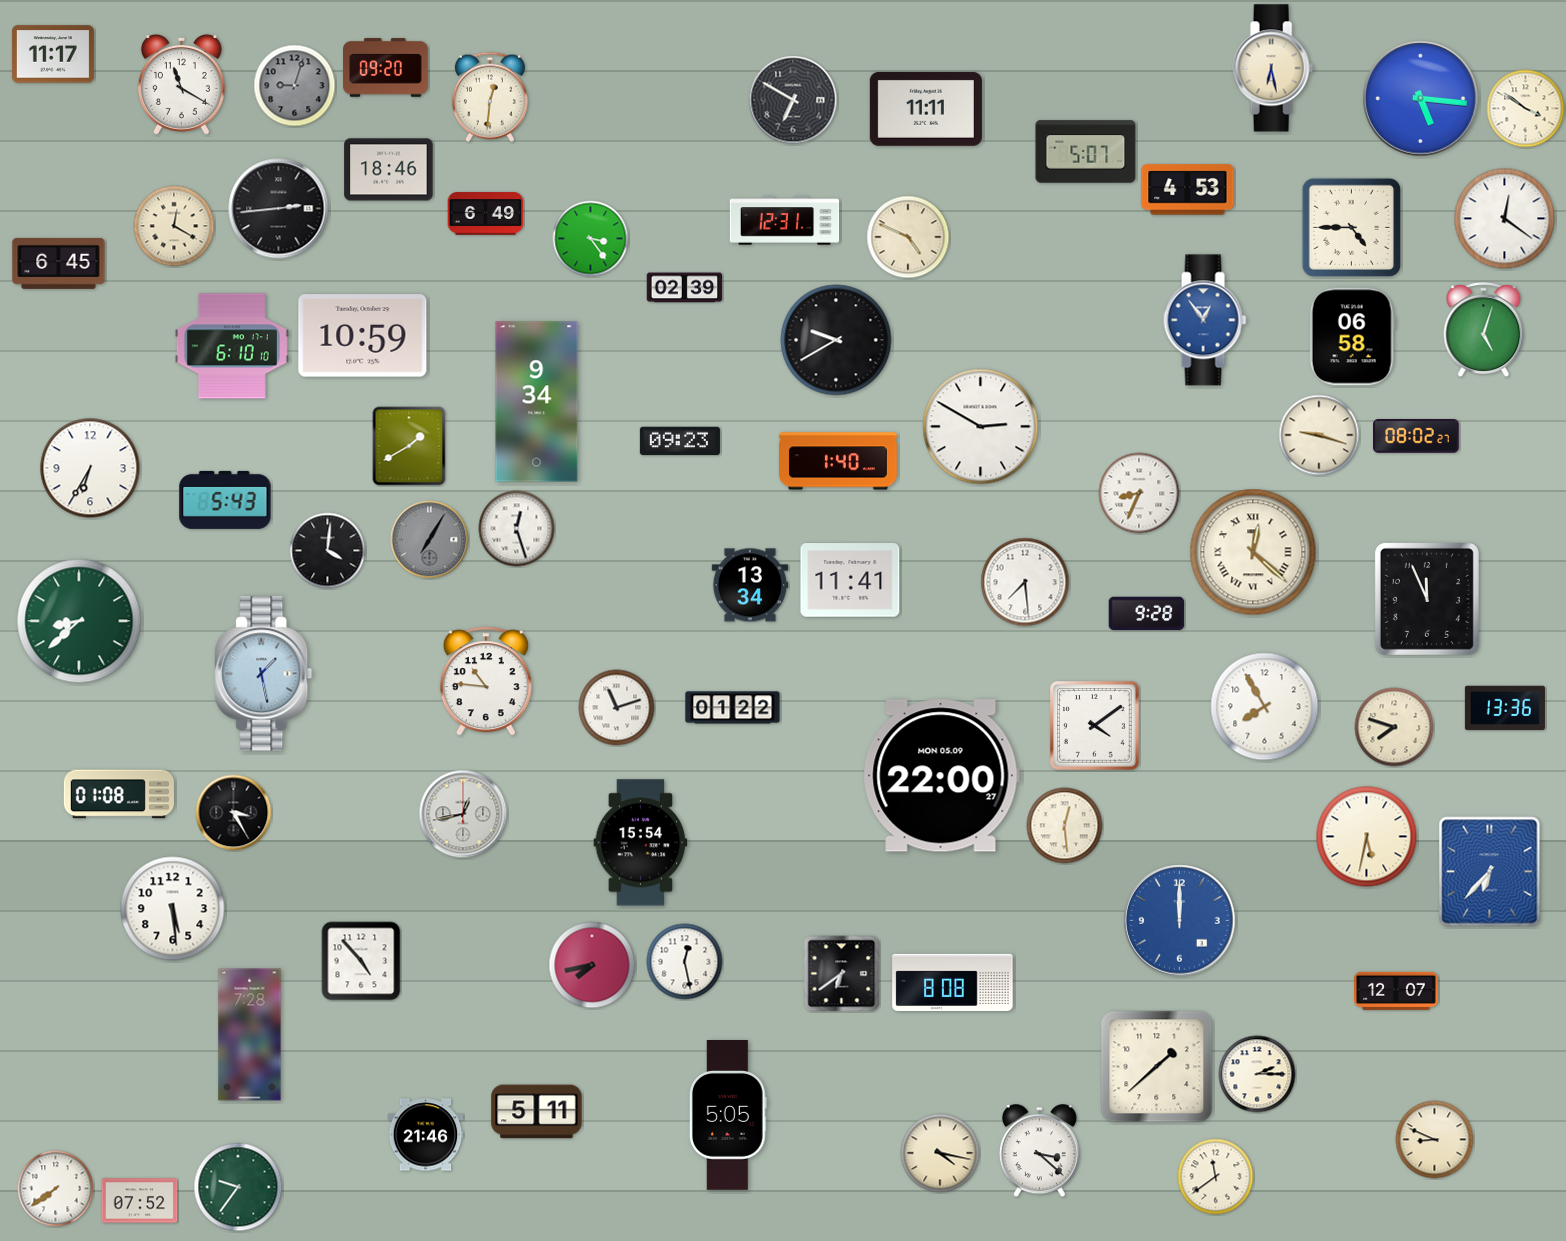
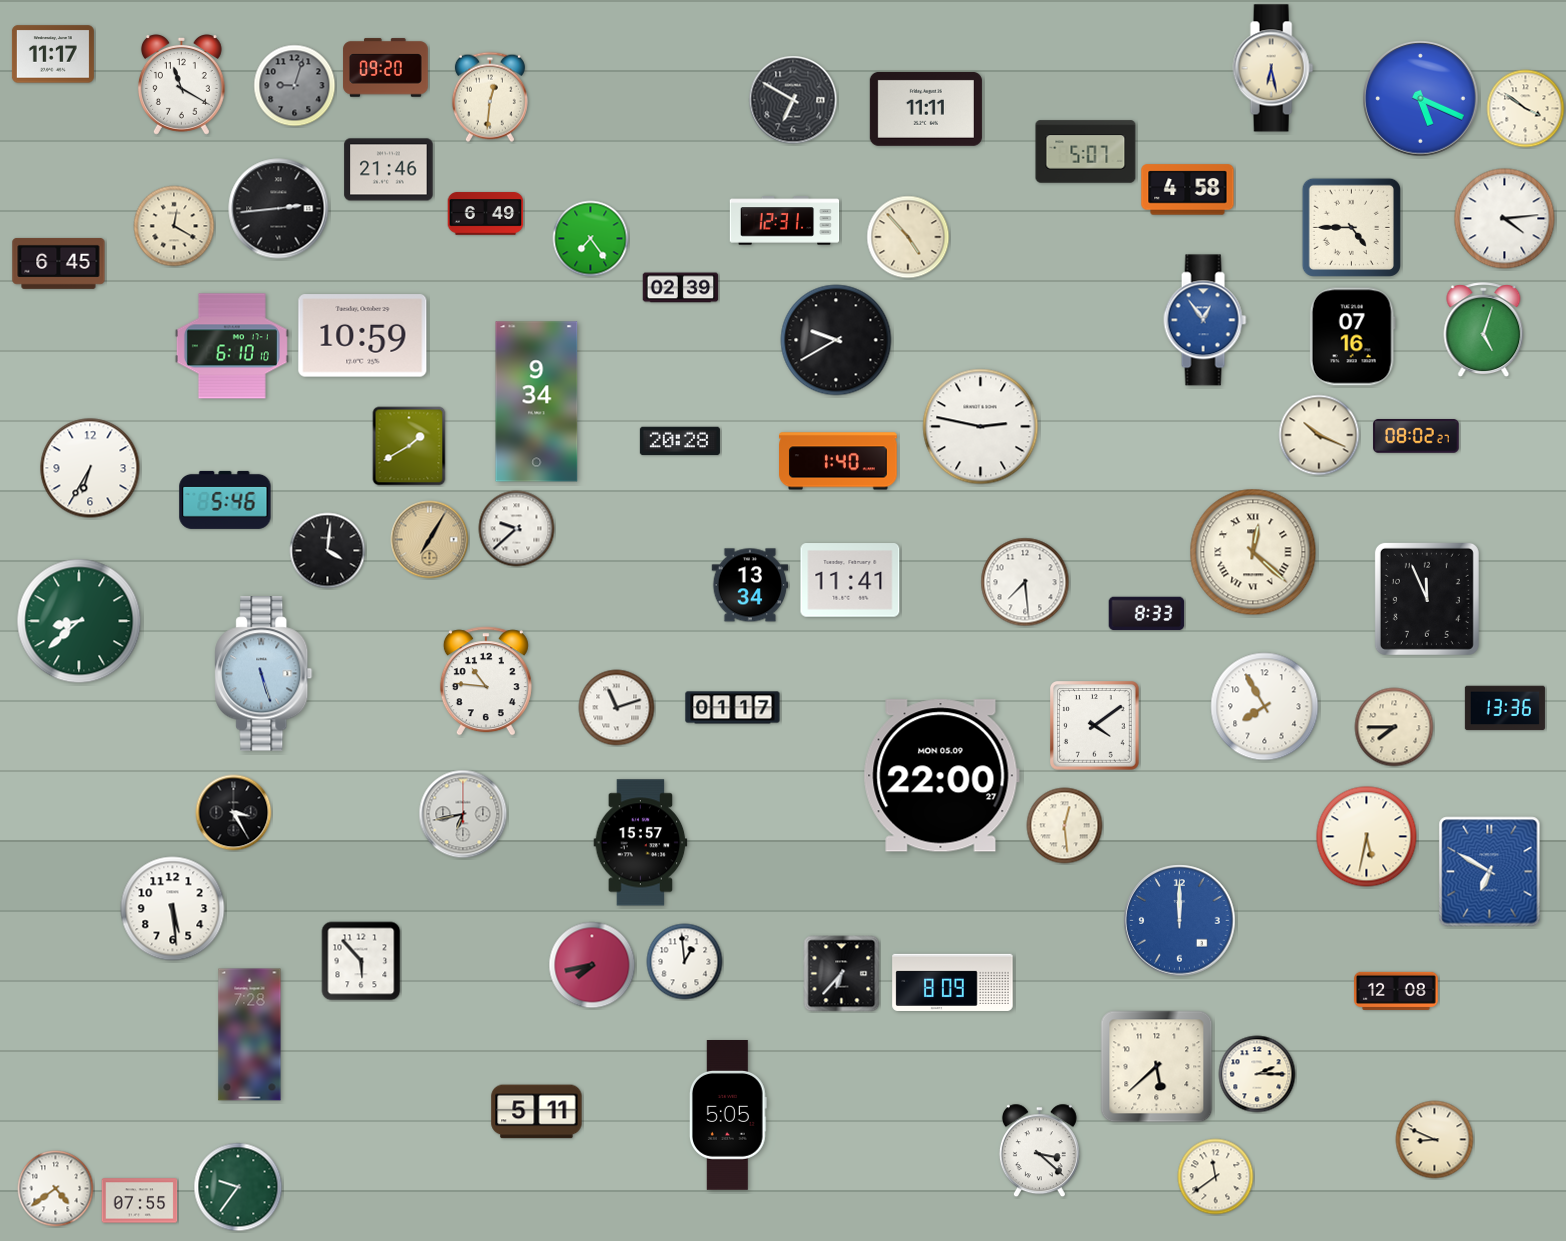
clock at (1421, 99): 5:16 -> 5:19
clock at (389, 170): 18:46 -> 21:46
clock at (1188, 190): 4:53 -> 4:58
clock at (1505, 219): 12:21 -> 4:14
clock at (908, 237): 4:49 -> 4:53
clock at (591, 239): 3:24 -> 7:24
clock at (685, 288) position: (685, 288) -> (681, 288)
clock at (1352, 337): 06:58 -> 07:16
clock at (981, 427): 2:50 -> 2:47
clock at (1319, 435): 9:18 -> 10:19
clock at (680, 441): 09:23 -> 20:28
clock at (1139, 493): 8:34 -> none
clock at (225, 500): 5:43 -> 5:46
clock at (517, 529): 12:27 -> 9:38
clock at (430, 540) dial: grey -> champagne
clock at (1147, 614): 9:28 -> 8:33
clock at (264, 674): 1:28 -> 5:27
clock at (733, 708): 01:22 -> 01:17
clock at (1394, 727): 7:48 -> 7:45
clock at (118, 794): 01:08 -> none
clock at (463, 814): 12:43 -> 6:43
clock at (641, 843): 15:54 -> 15:57
clock at (1490, 872): 6:37 -> 6:50
clock at (361, 961): 4:53 -> 5:53
clock at (685, 962): 12:28 -> 12:59
clock at (842, 974): 6:39 -> 6:37
clock at (953, 982): 8:08 -> 8:09
clock at (1397, 991): 12:07 -> 12:08
clock at (1157, 1067): 1:38 -> 5:38
clock at (426, 1135): 21:46 -> none
clock at (940, 1153): 4:17 -> none
clock at (56, 1189): 7:39 -> 4:39
clock at (140, 1201): 07:52 -> 07:55
